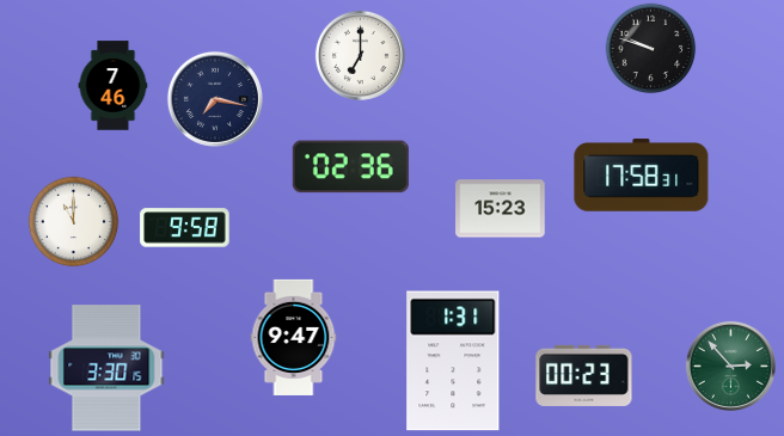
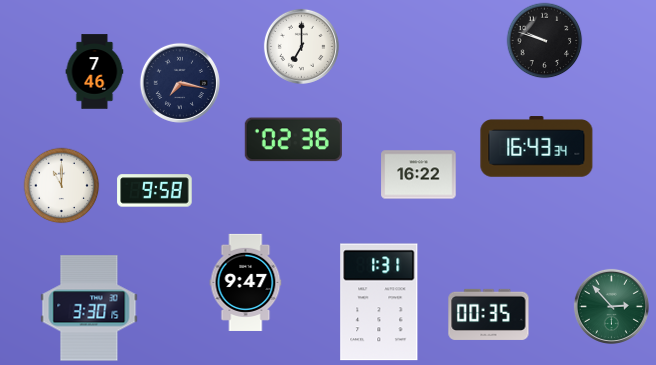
clock at (642, 176): 17:58 -> 16:43
clock at (501, 209): 15:23 -> 16:22
clock at (584, 375): 00:23 -> 00:35
